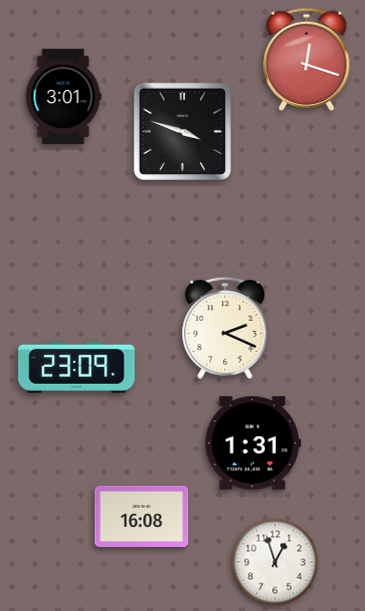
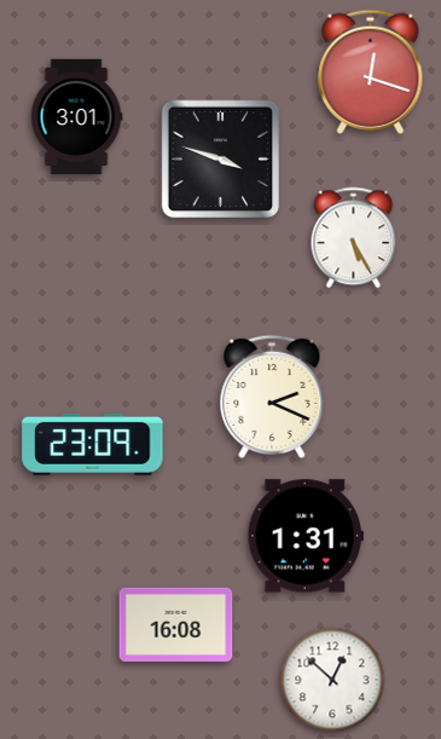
clock at (354, 238): none -> 5:25
clock at (142, 516) position: (142, 516) -> (176, 624)
clock at (275, 562): 12:57 -> 12:52
